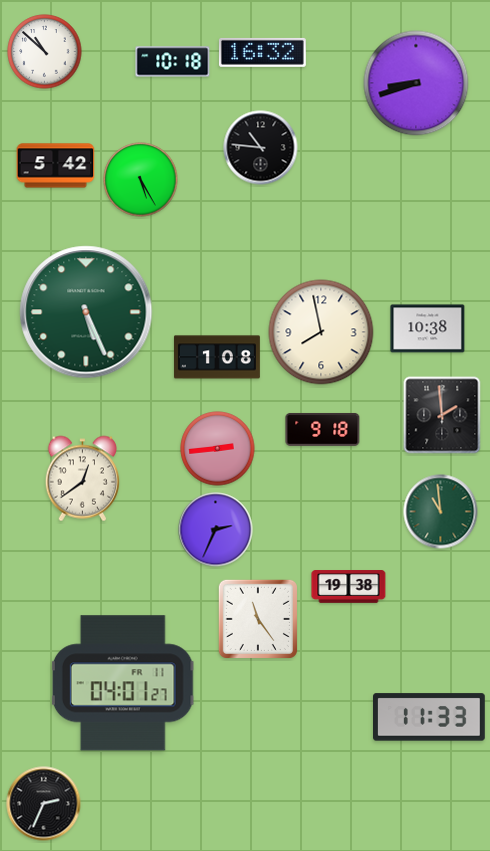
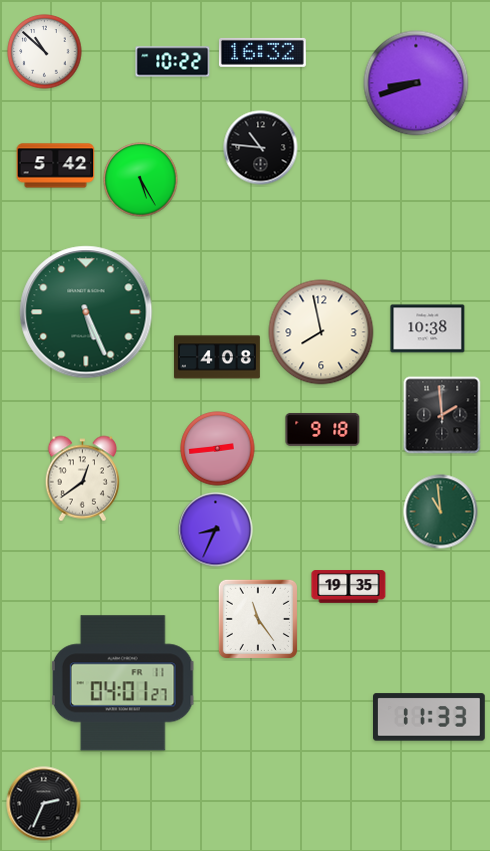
clock at (173, 62): 10:18 -> 10:22
clock at (217, 357): 1:08 -> 4:08
clock at (216, 530): 2:34 -> 8:34
clock at (349, 587): 19:38 -> 19:35
